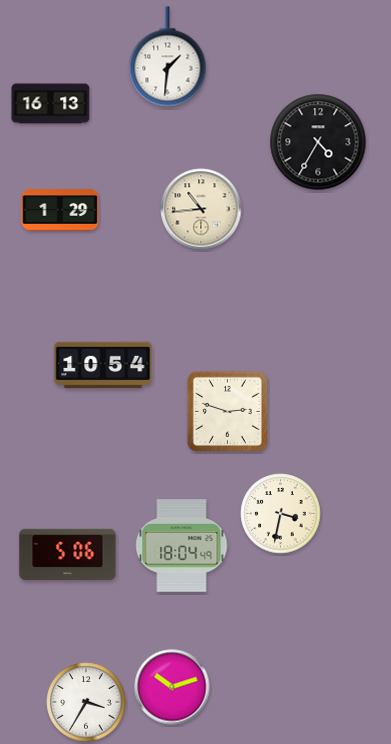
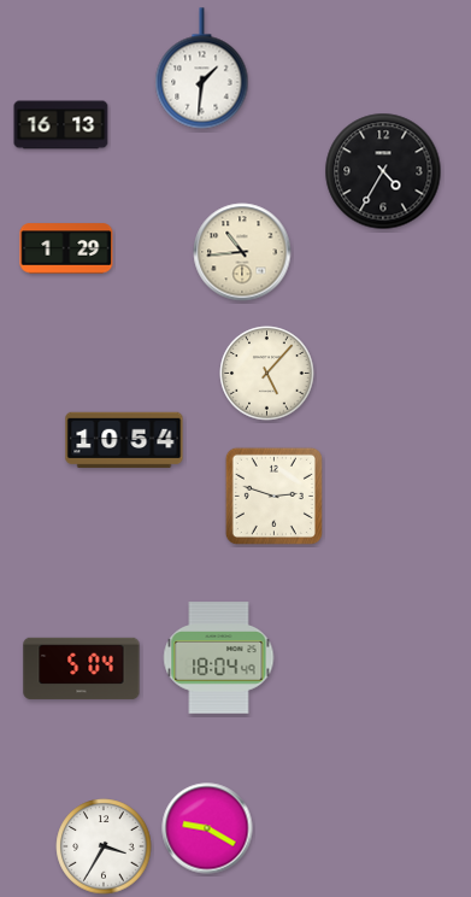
clock at (60, 210) position: (60, 210) -> (66, 248)
clock at (267, 374): none -> 5:07
clock at (281, 514): 3:32 -> none
clock at (68, 555): 5:06 -> 5:04
clock at (172, 687): 10:12 -> 9:20
